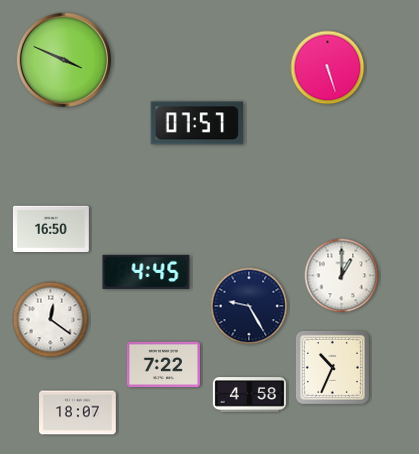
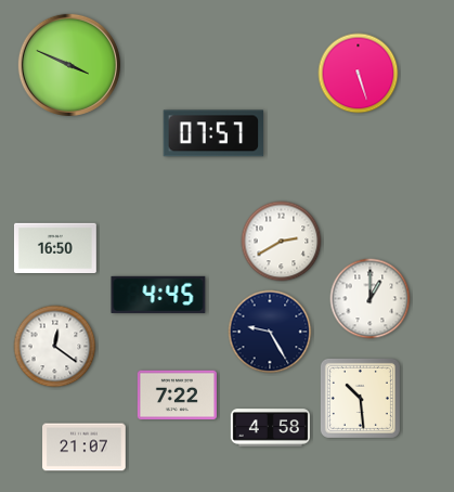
clock at (328, 68) position: (328, 68) -> (359, 74)
clock at (282, 242): none -> 2:40
clock at (332, 367): 10:34 -> 10:29
clock at (78, 413): 18:07 -> 21:07
